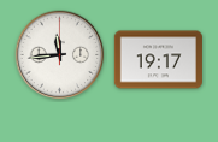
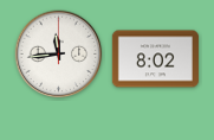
clock at (158, 60): 19:17 -> 8:02
